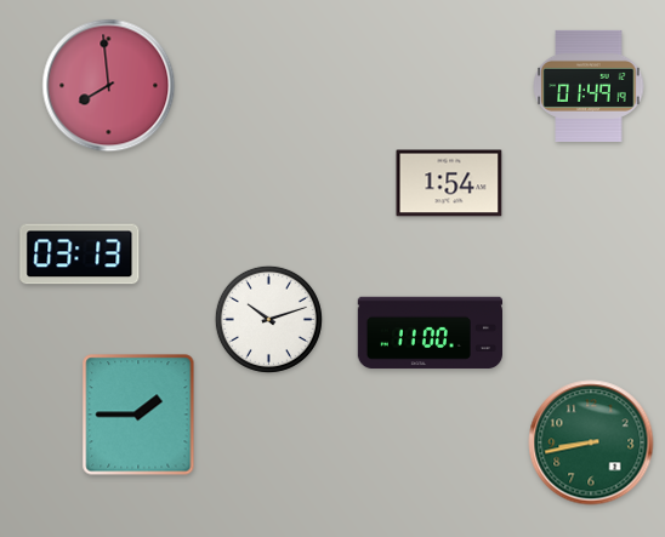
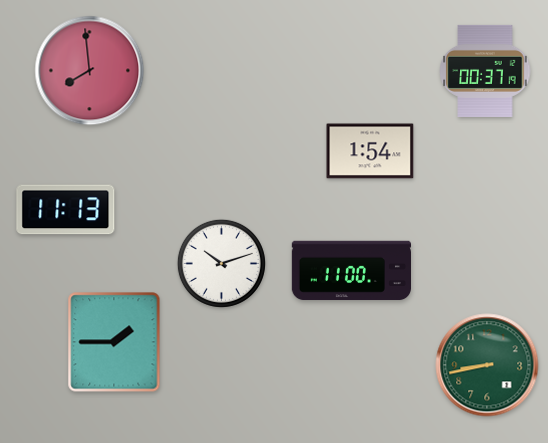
clock at (589, 86): 01:49 -> 00:37
clock at (80, 255): 03:13 -> 11:13
clock at (430, 333) position: (430, 333) -> (351, 271)
